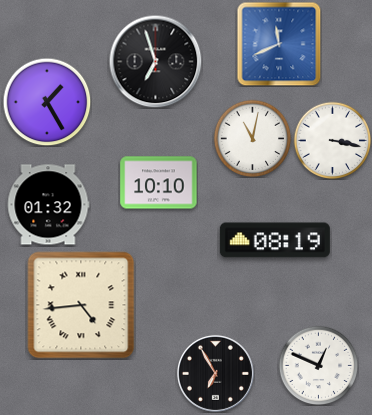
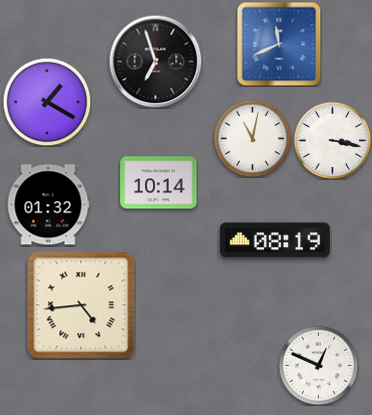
clock at (47, 102): 1:25 -> 1:20
clock at (159, 183): 10:10 -> 10:14
clock at (215, 373): 6:55 -> none
